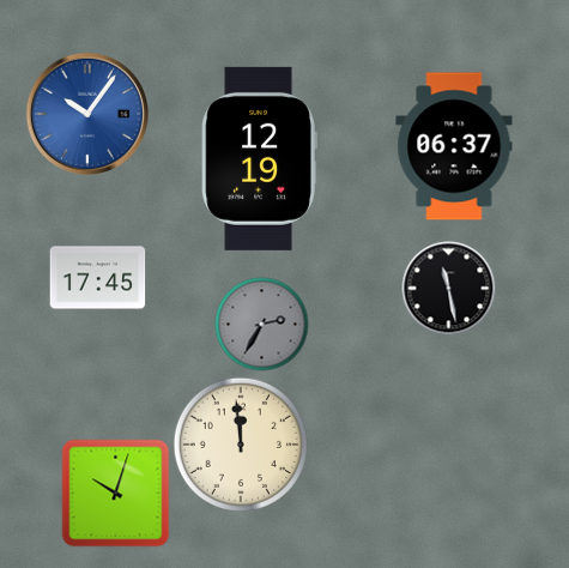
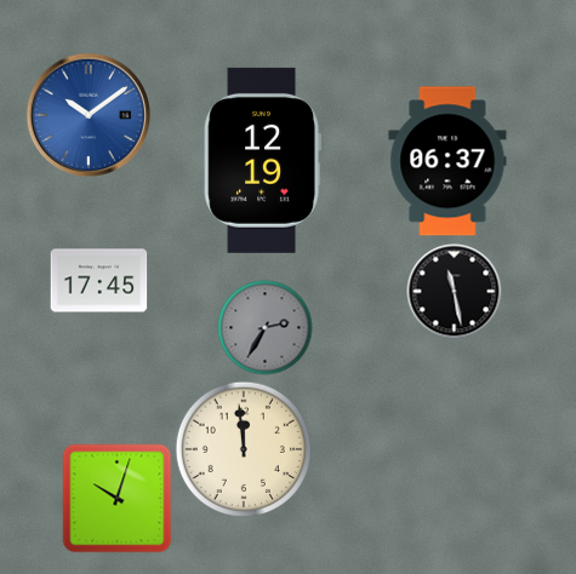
clock at (86, 113): 10:06 -> 10:09
clock at (454, 146) position: (454, 146) -> (447, 161)
